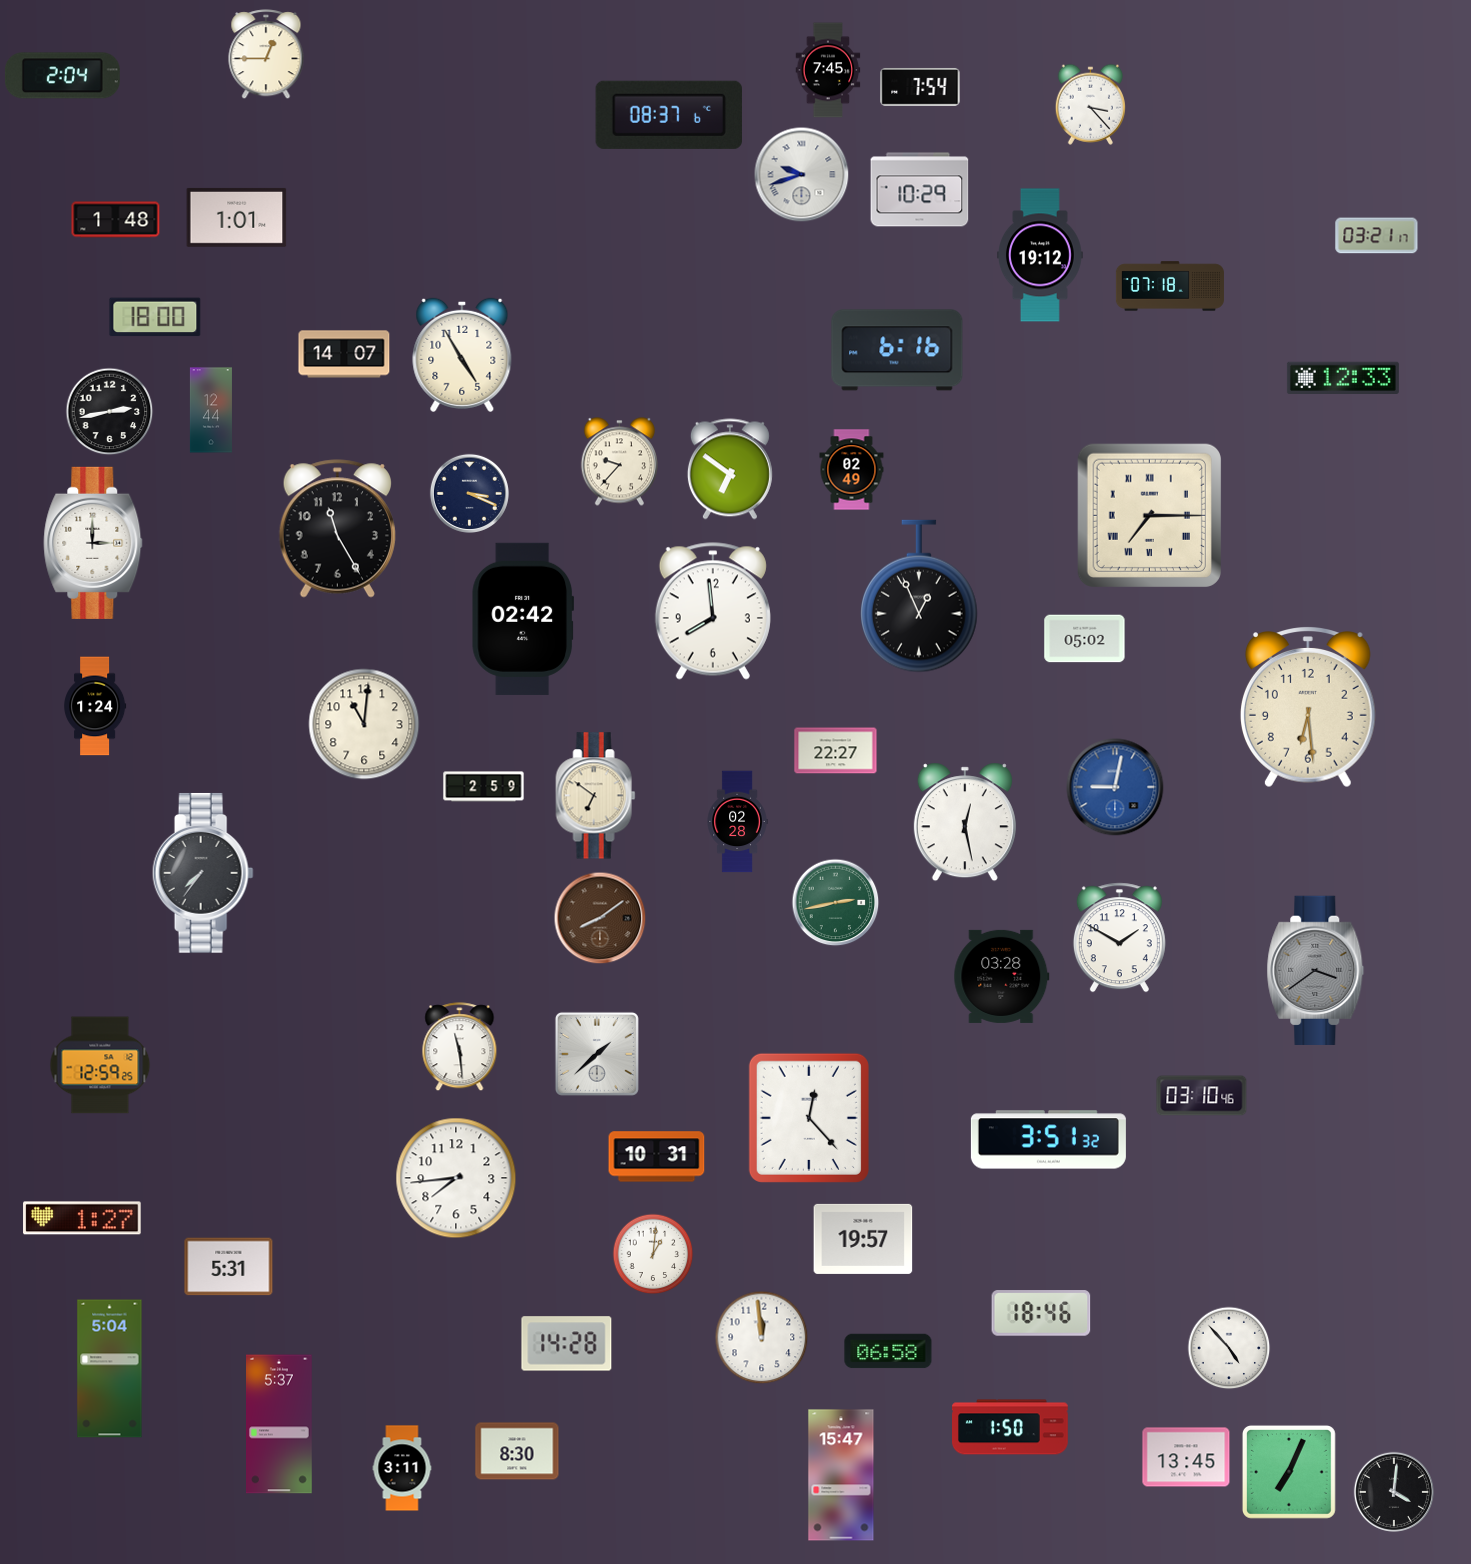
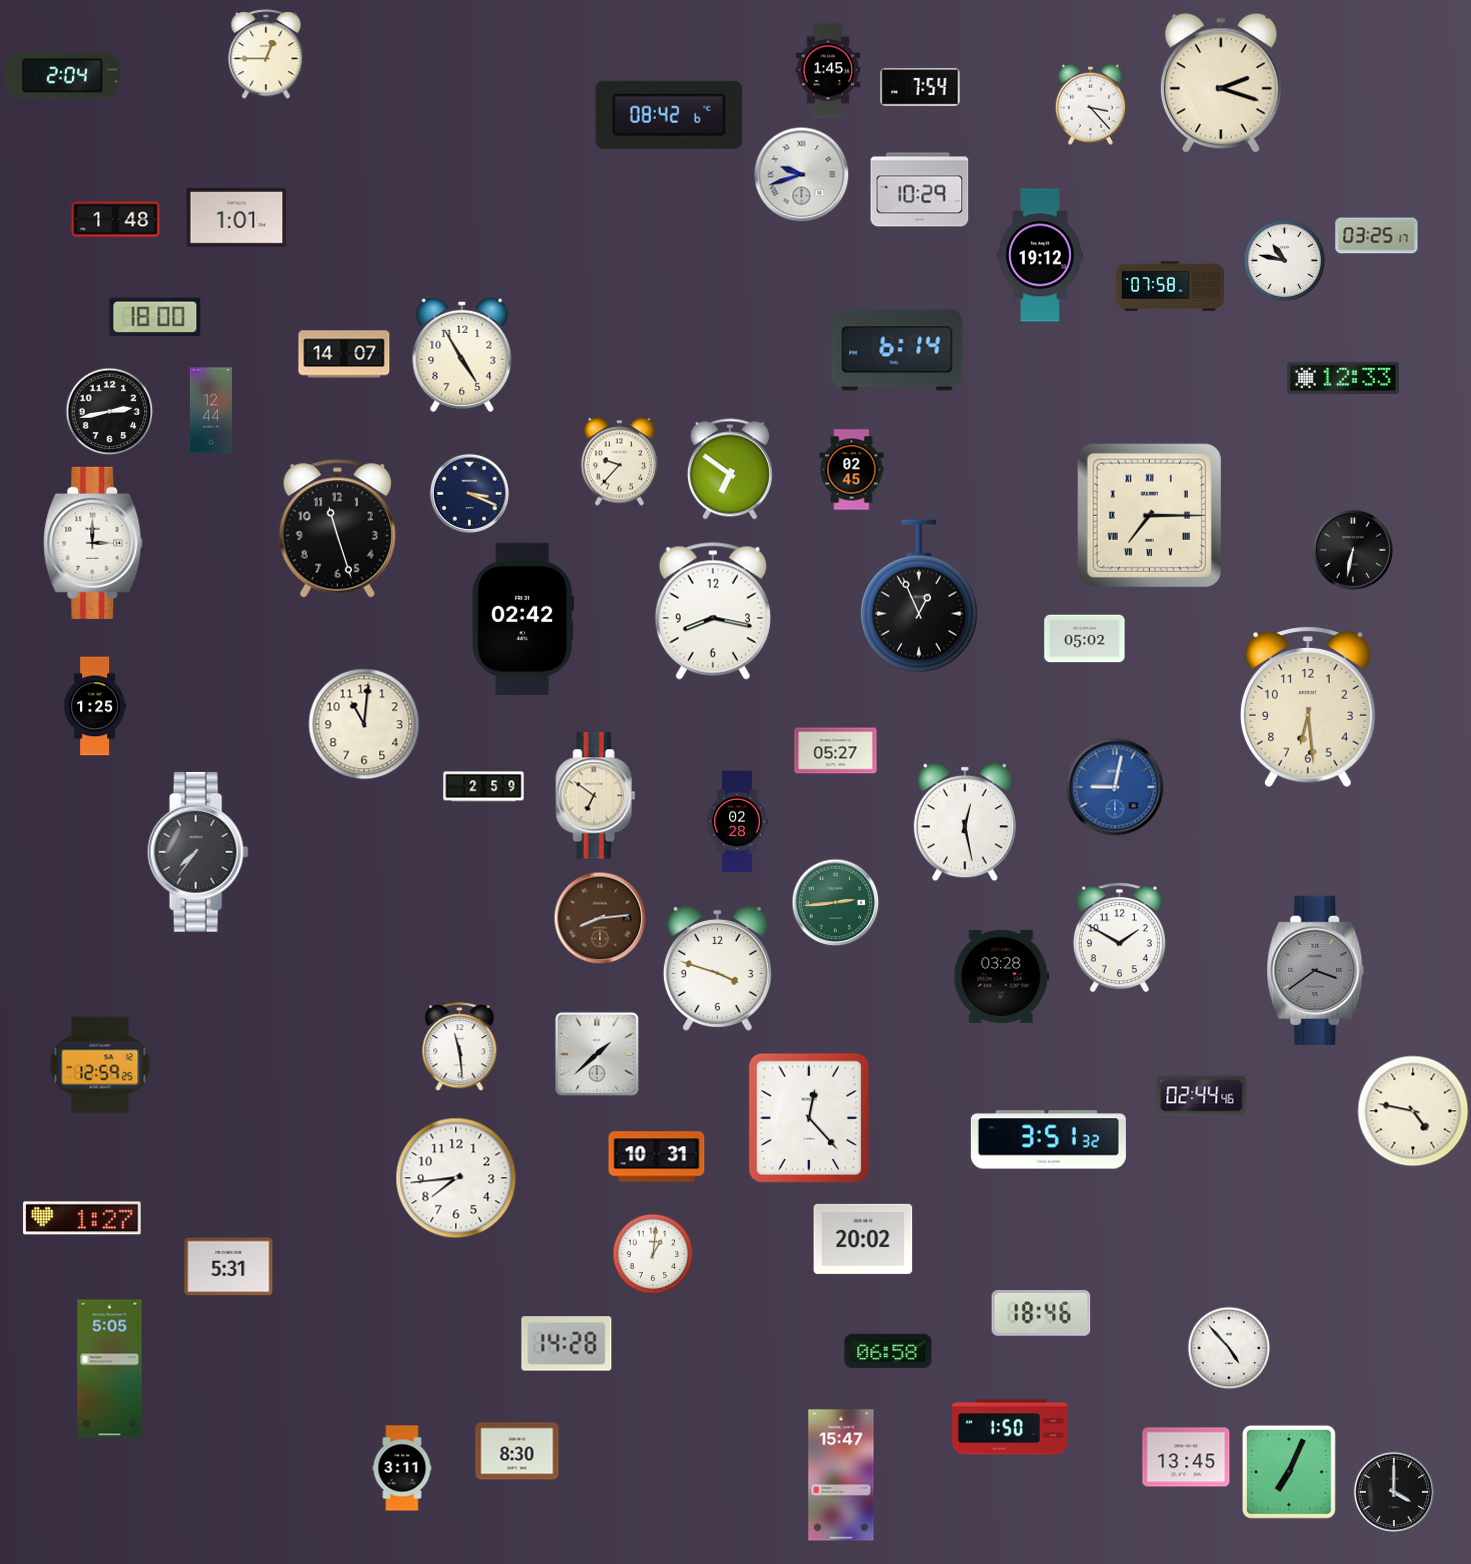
clock at (828, 70): 7:45 -> 1:45
clock at (1221, 84): none -> 2:18
clock at (669, 115): 08:37 -> 08:42
clock at (1377, 236): 03:21 -> 03:25
clock at (1284, 260): none -> 10:47
clock at (1170, 286): 07:18 -> 07:58
clock at (897, 350): 6:16 -> 6:14
clock at (852, 470): 02:49 -> 02:45
clock at (337, 529): 11:25 -> 11:27
clock at (1353, 550): none -> 6:32
clock at (713, 611): 7:59 -> 8:17
clock at (95, 706): 1:24 -> 1:25
clock at (836, 751): 22:27 -> 05:27
clock at (203, 873) position: (203, 873) -> (198, 852)
clock at (835, 902): 2:43 -> 2:44
clock at (600, 918): 8:09 -> 8:14
clock at (717, 968): none -> 3:48
clock at (1202, 1096): 03:10 -> 02:44
clock at (1413, 1111): none -> 4:47
clock at (863, 1239): 19:57 -> 20:02
clock at (761, 1337): 11:59 -> none
clock at (110, 1369): 5:04 -> 5:05
clock at (279, 1424): 5:37 -> none
clock at (1394, 1492): 4:01 -> 4:00
